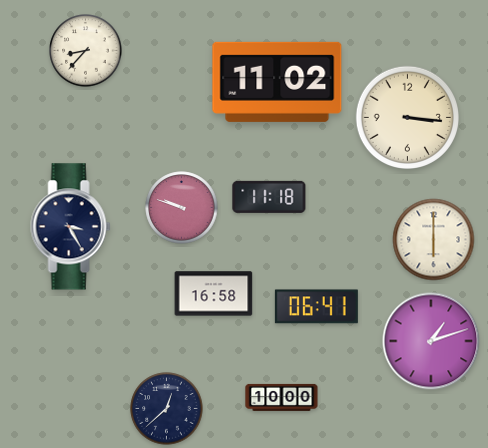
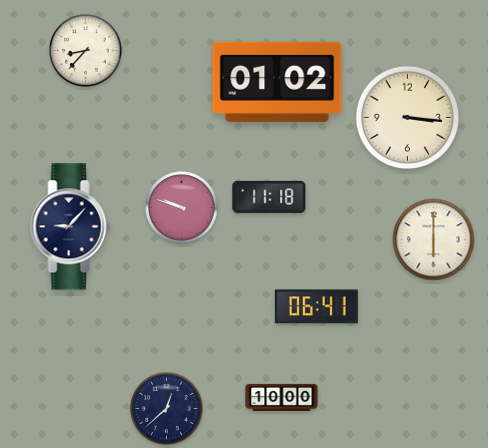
clock at (277, 82): 11:02 -> 01:02
clock at (71, 227): 3:25 -> 9:07
clock at (214, 294): 16:58 -> none
clock at (431, 341): 1:12 -> none
